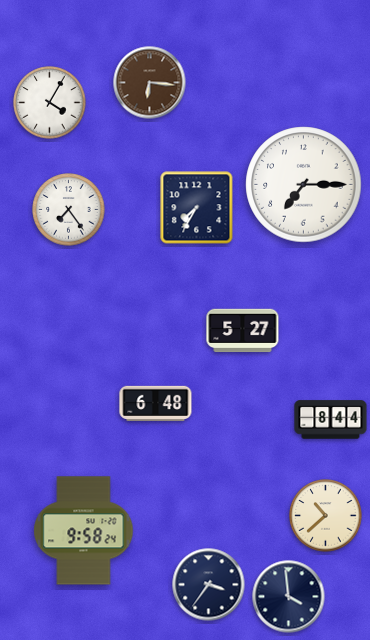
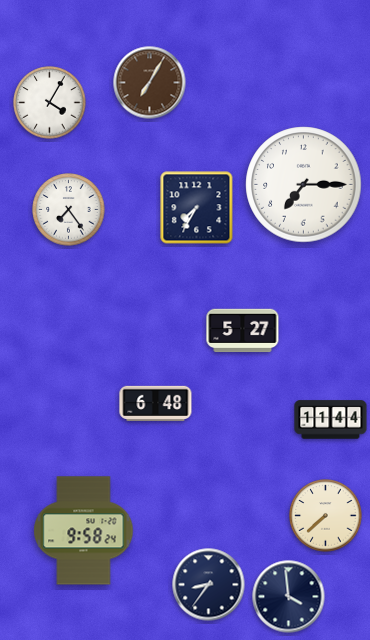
clock at (150, 83): 6:16 -> 7:05
clock at (331, 420): 8:44 -> 11:44
clock at (326, 516): 10:38 -> 7:38
clock at (209, 585): 3:36 -> 8:36
